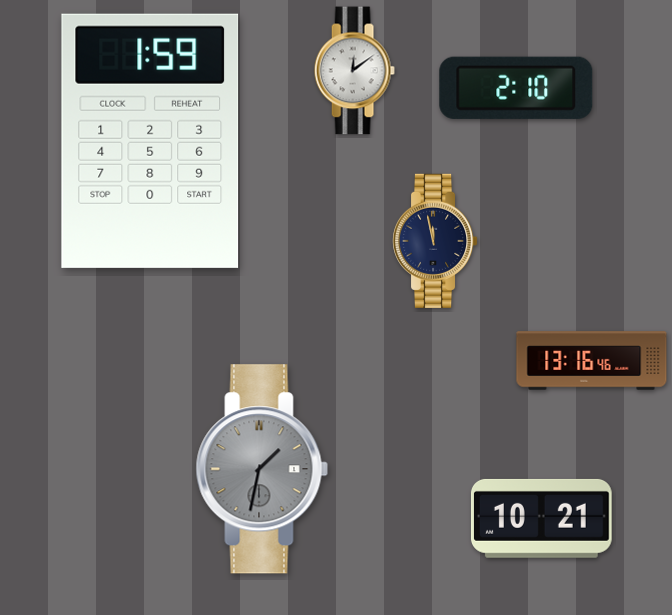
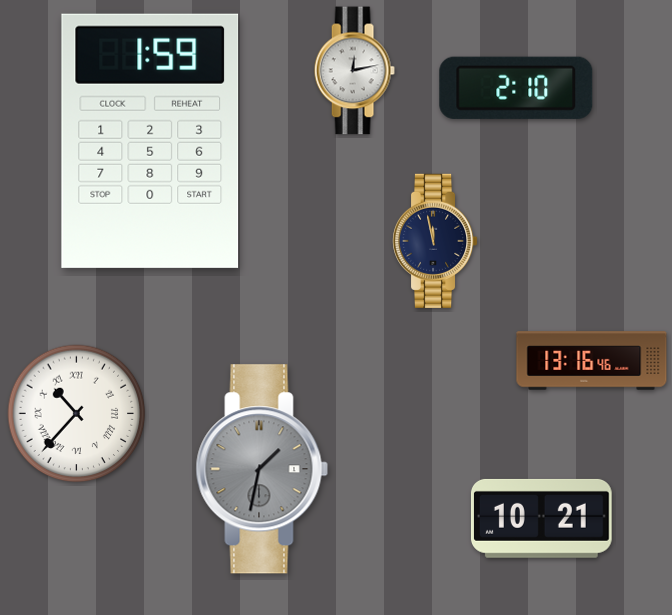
clock at (354, 71): 12:09 -> 12:13
clock at (77, 414): none -> 10:37
